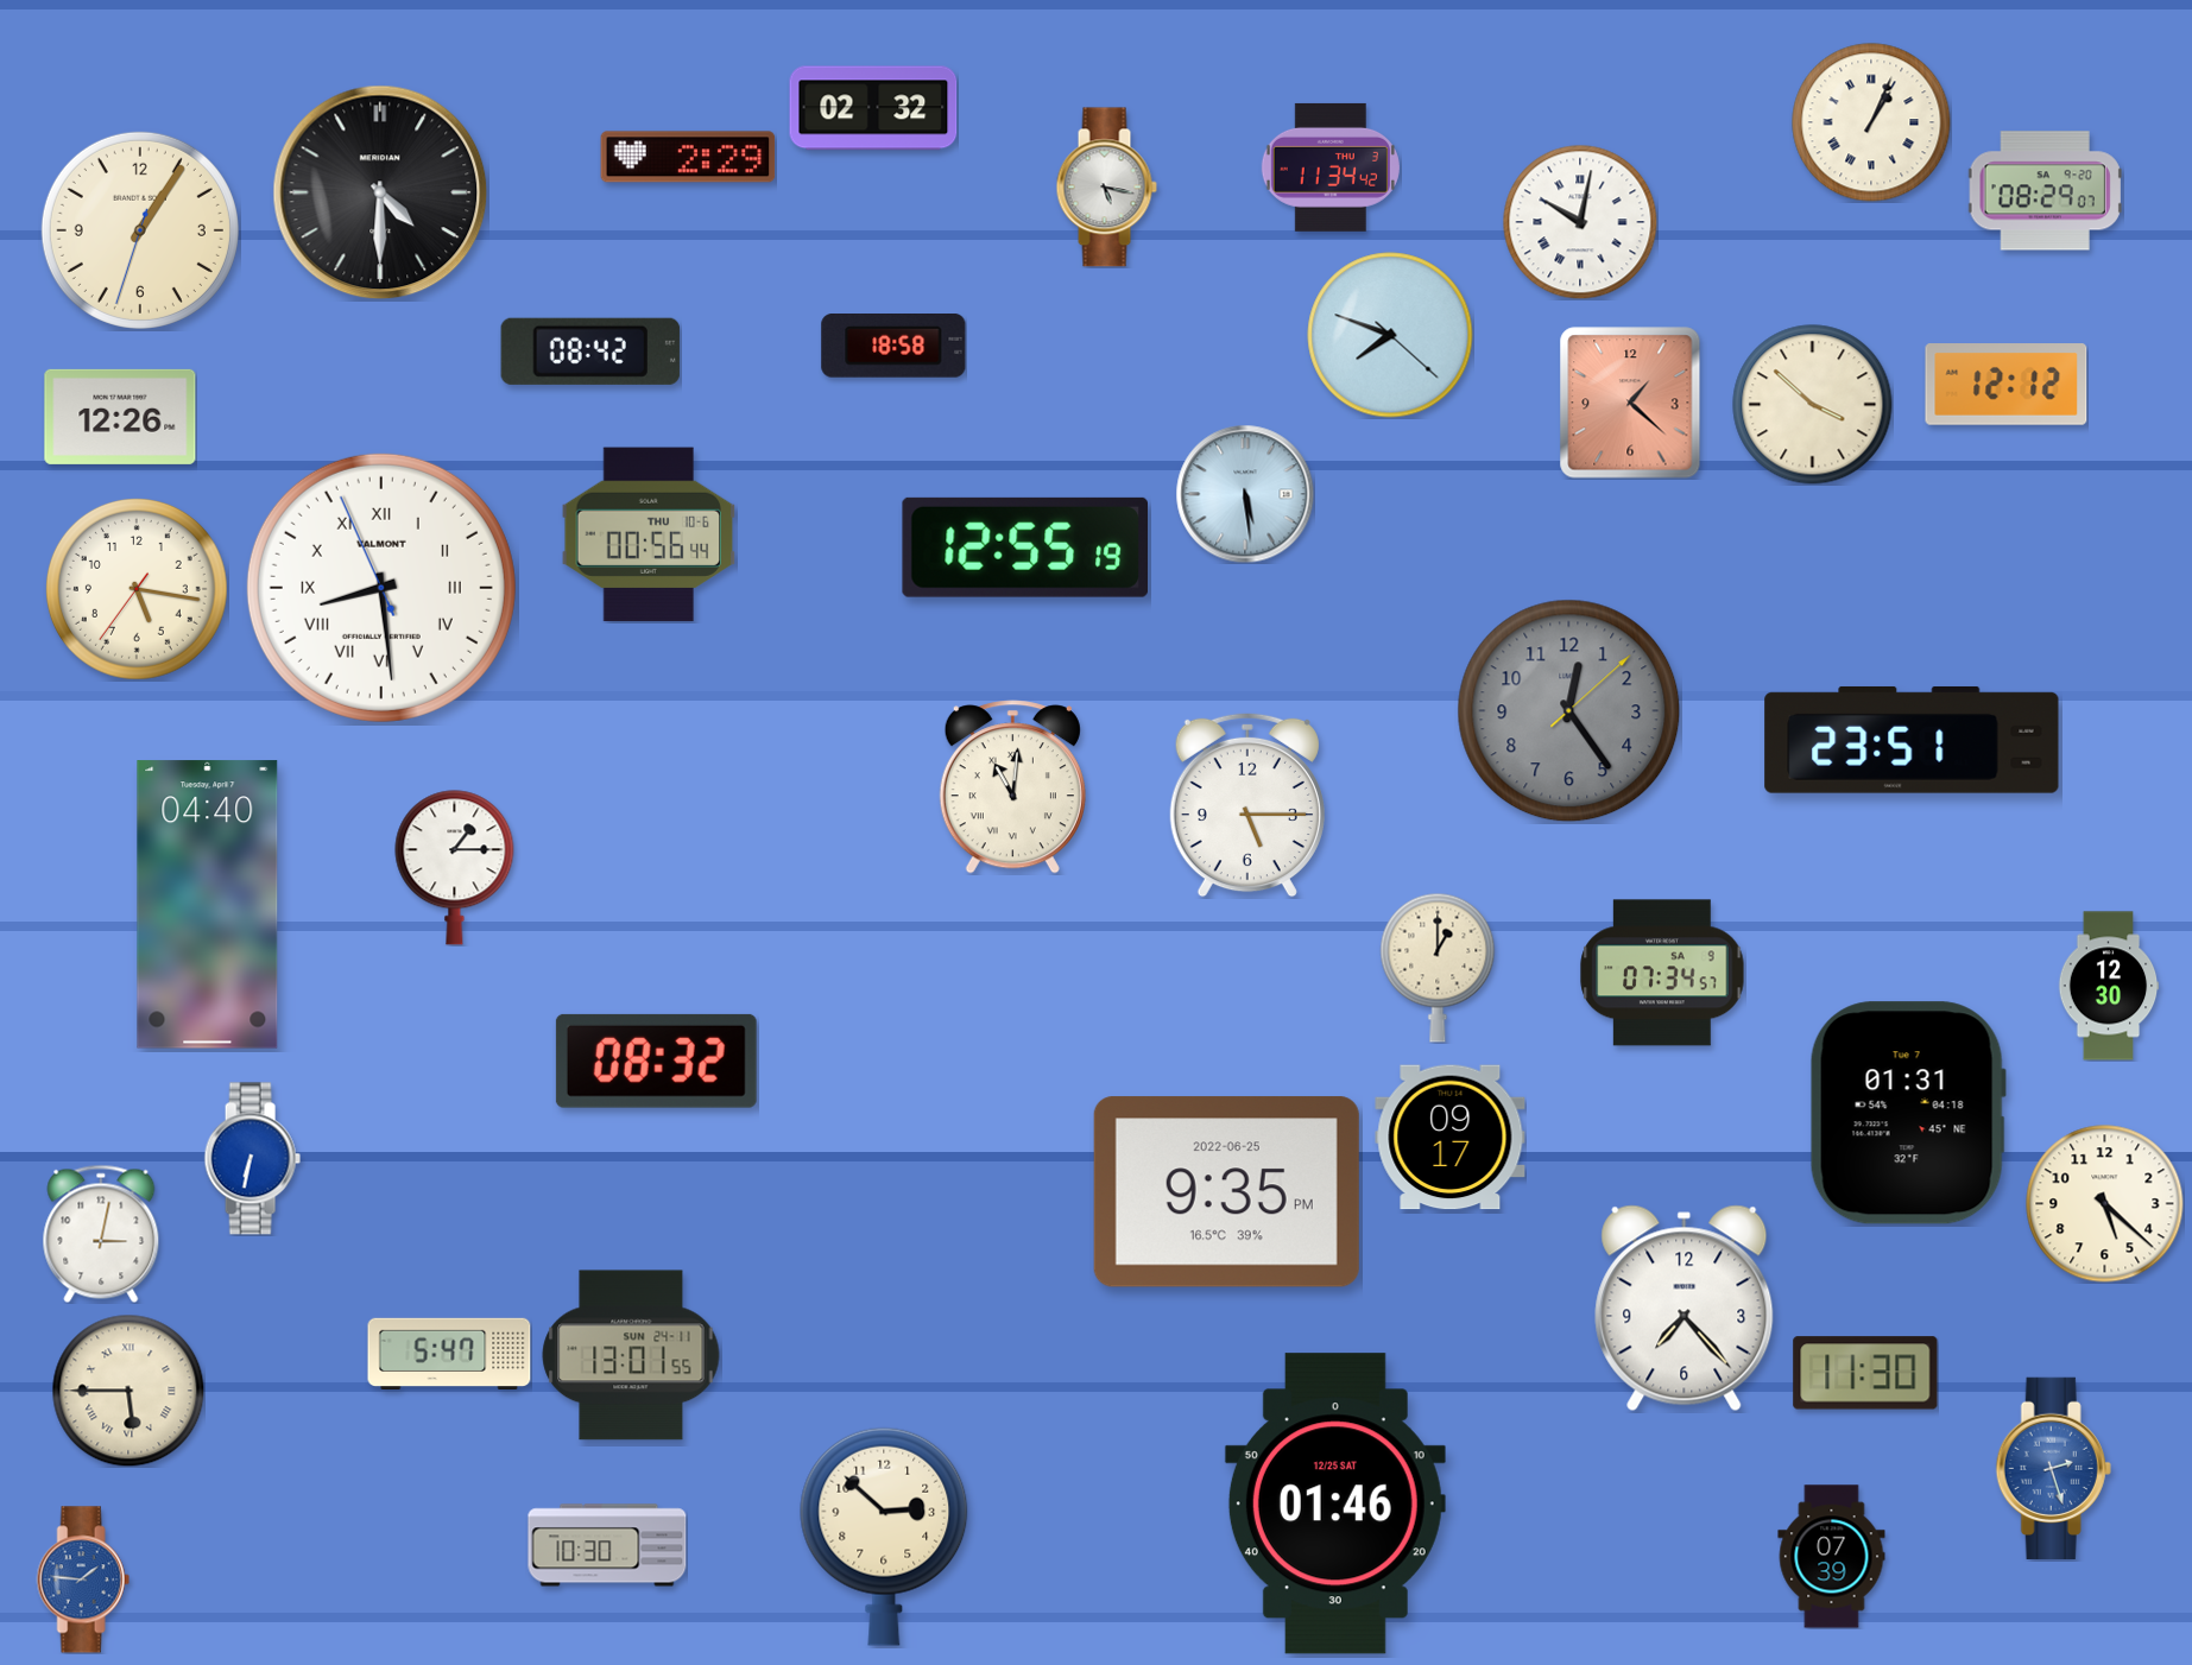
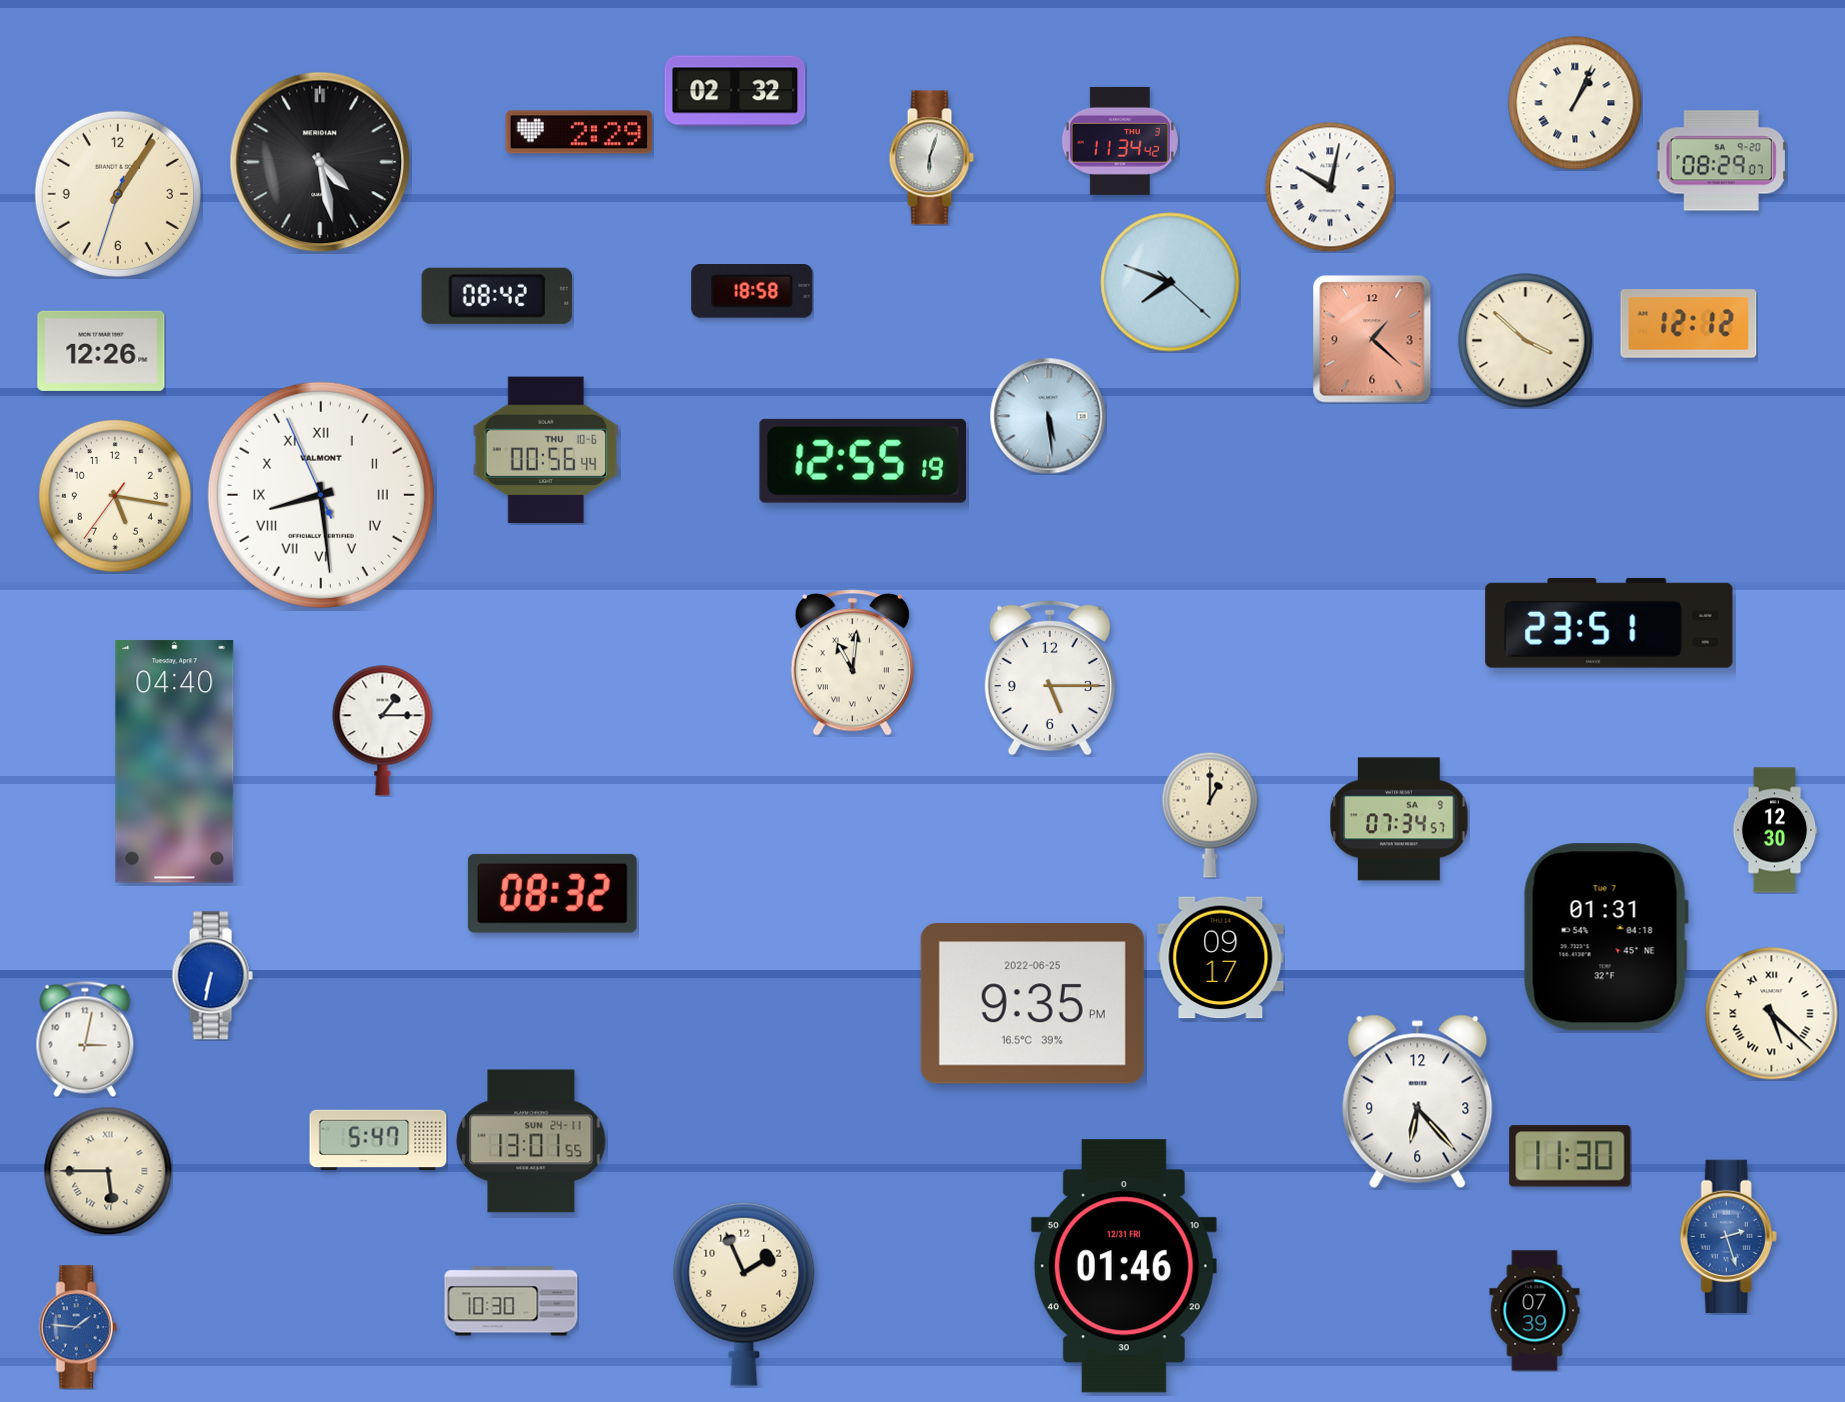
clock at (1106, 188): 5:17 -> 6:03
clock at (380, 192): 4:30 -> 4:28
clock at (1569, 711): 12:24 -> none
clock at (2105, 1204) numerals: Arabic -> Roman
clock at (1685, 1309): 7:23 -> 6:23
clock at (1335, 1503) date: 12/25 SAT -> 12/31 FRI
clock at (884, 1537): 2:52 -> 1:56
clock at (1832, 1557) position: (1832, 1557) -> (1535, 1311)
clock at (83, 1579) position: (83, 1579) -> (78, 1327)
